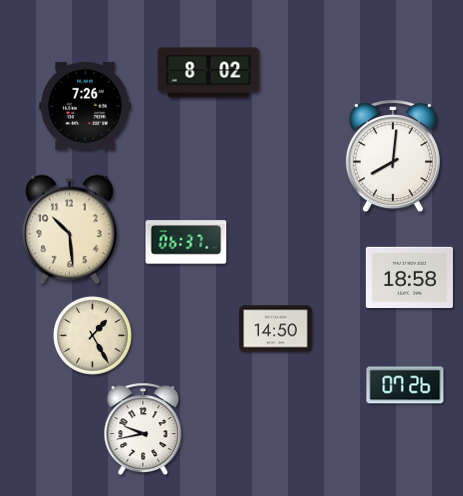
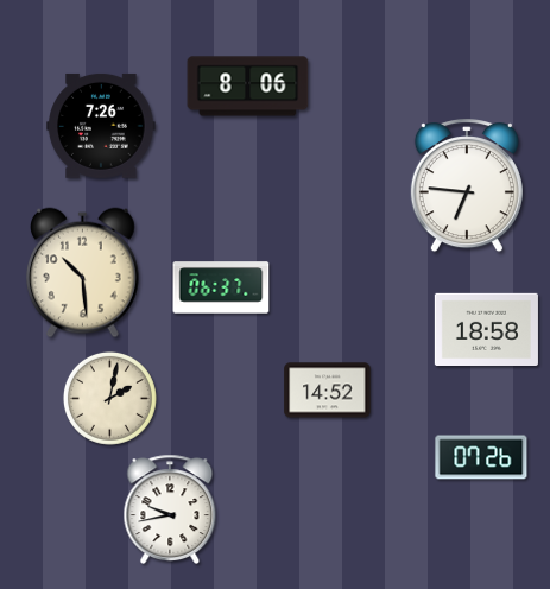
clock at (209, 73): 8:02 -> 8:06
clock at (393, 157): 8:01 -> 6:46
clock at (276, 329): 14:50 -> 14:52
clock at (92, 335): 1:25 -> 2:02
